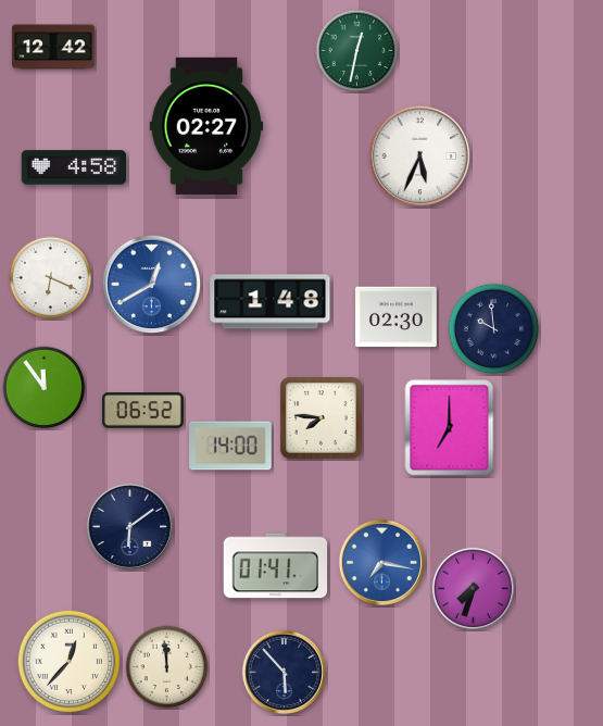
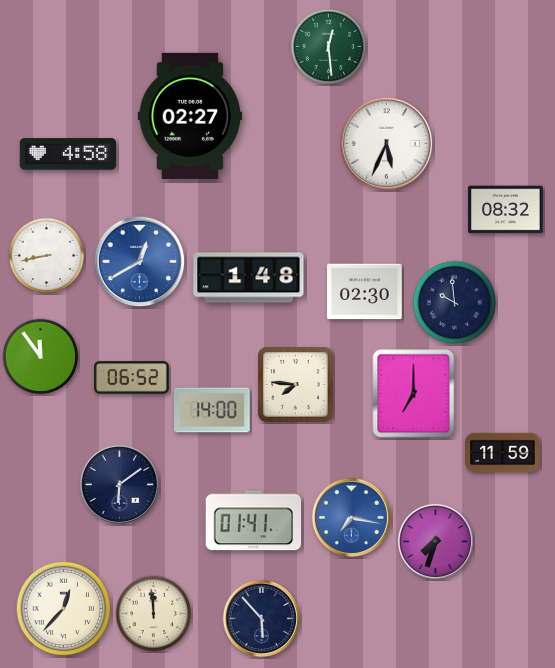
clock at (53, 47): 12:42 -> none
clock at (357, 51): 12:32 -> 12:29
clock at (506, 210): none -> 08:32
clock at (51, 278): 6:19 -> 8:43
clock at (503, 453): none -> 11:59
